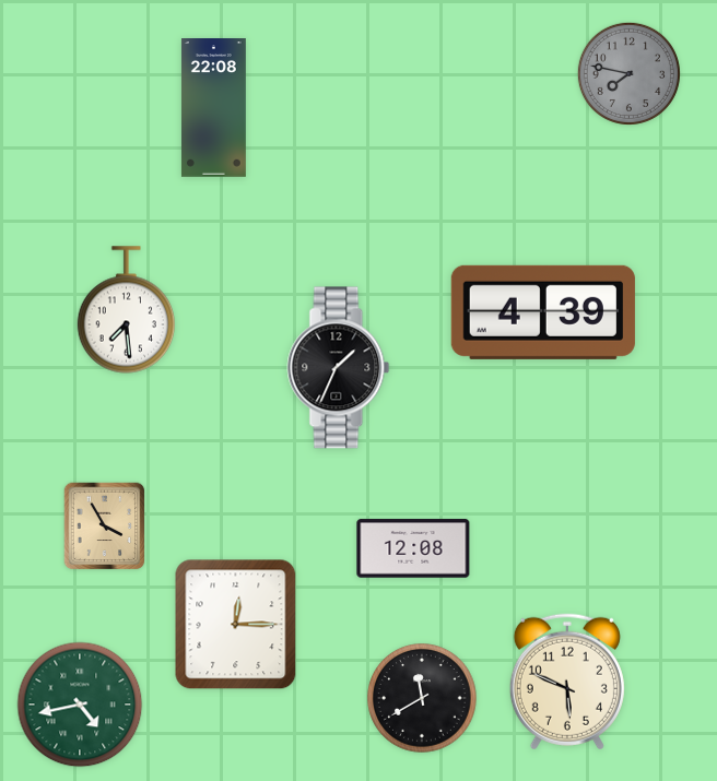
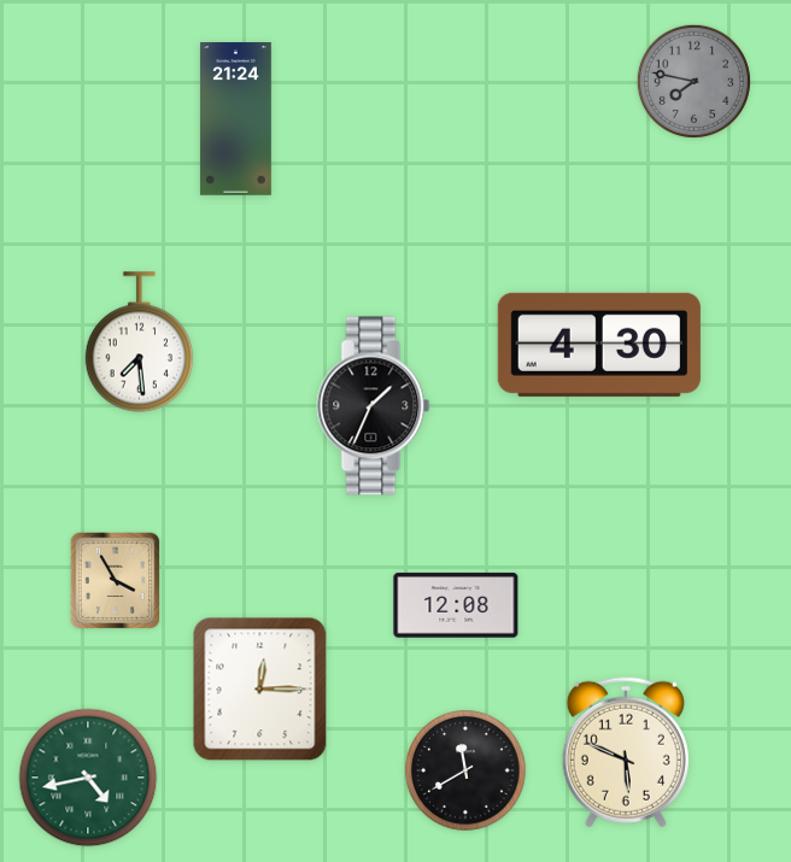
clock at (213, 108): 22:08 -> 21:24
clock at (543, 312): 4:39 -> 4:30
